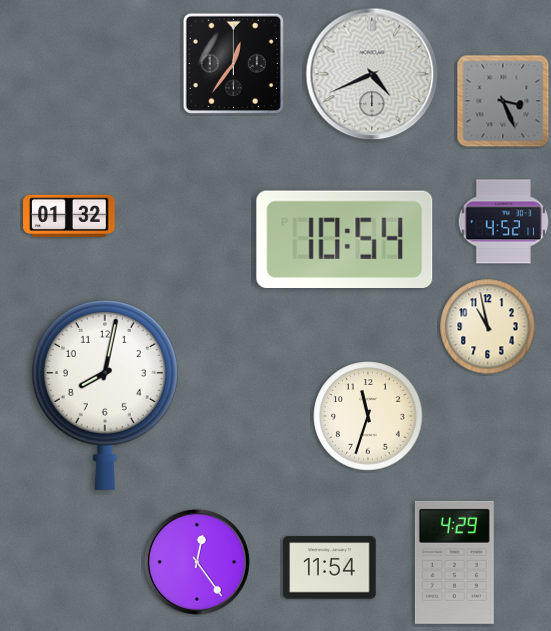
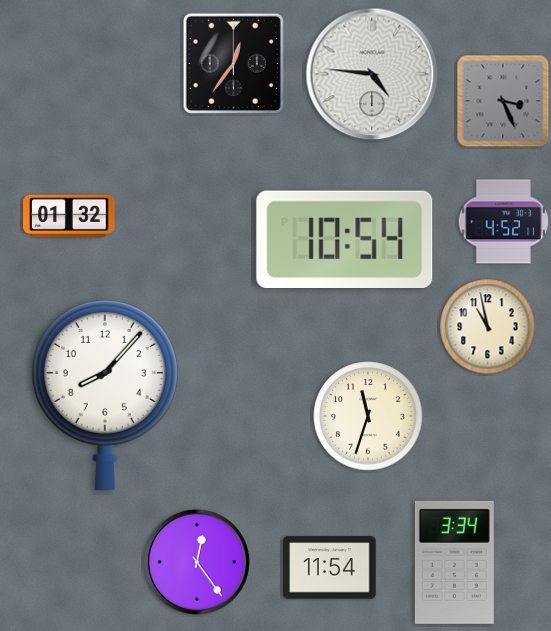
clock at (372, 74): 4:41 -> 4:46
clock at (105, 394): 8:02 -> 8:07
clock at (454, 562): 4:29 -> 3:34
